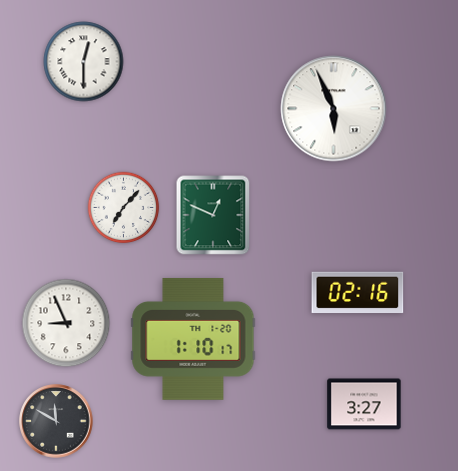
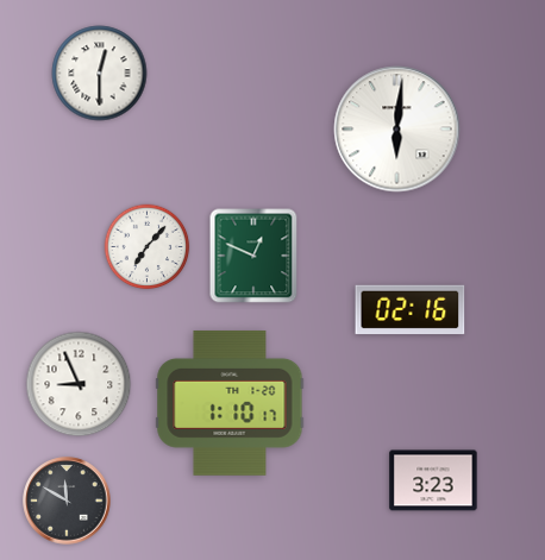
clock at (334, 109): 5:56 -> 6:01
clock at (358, 293) position: (358, 293) -> (411, 310)
clock at (364, 404): 3:27 -> 3:23
